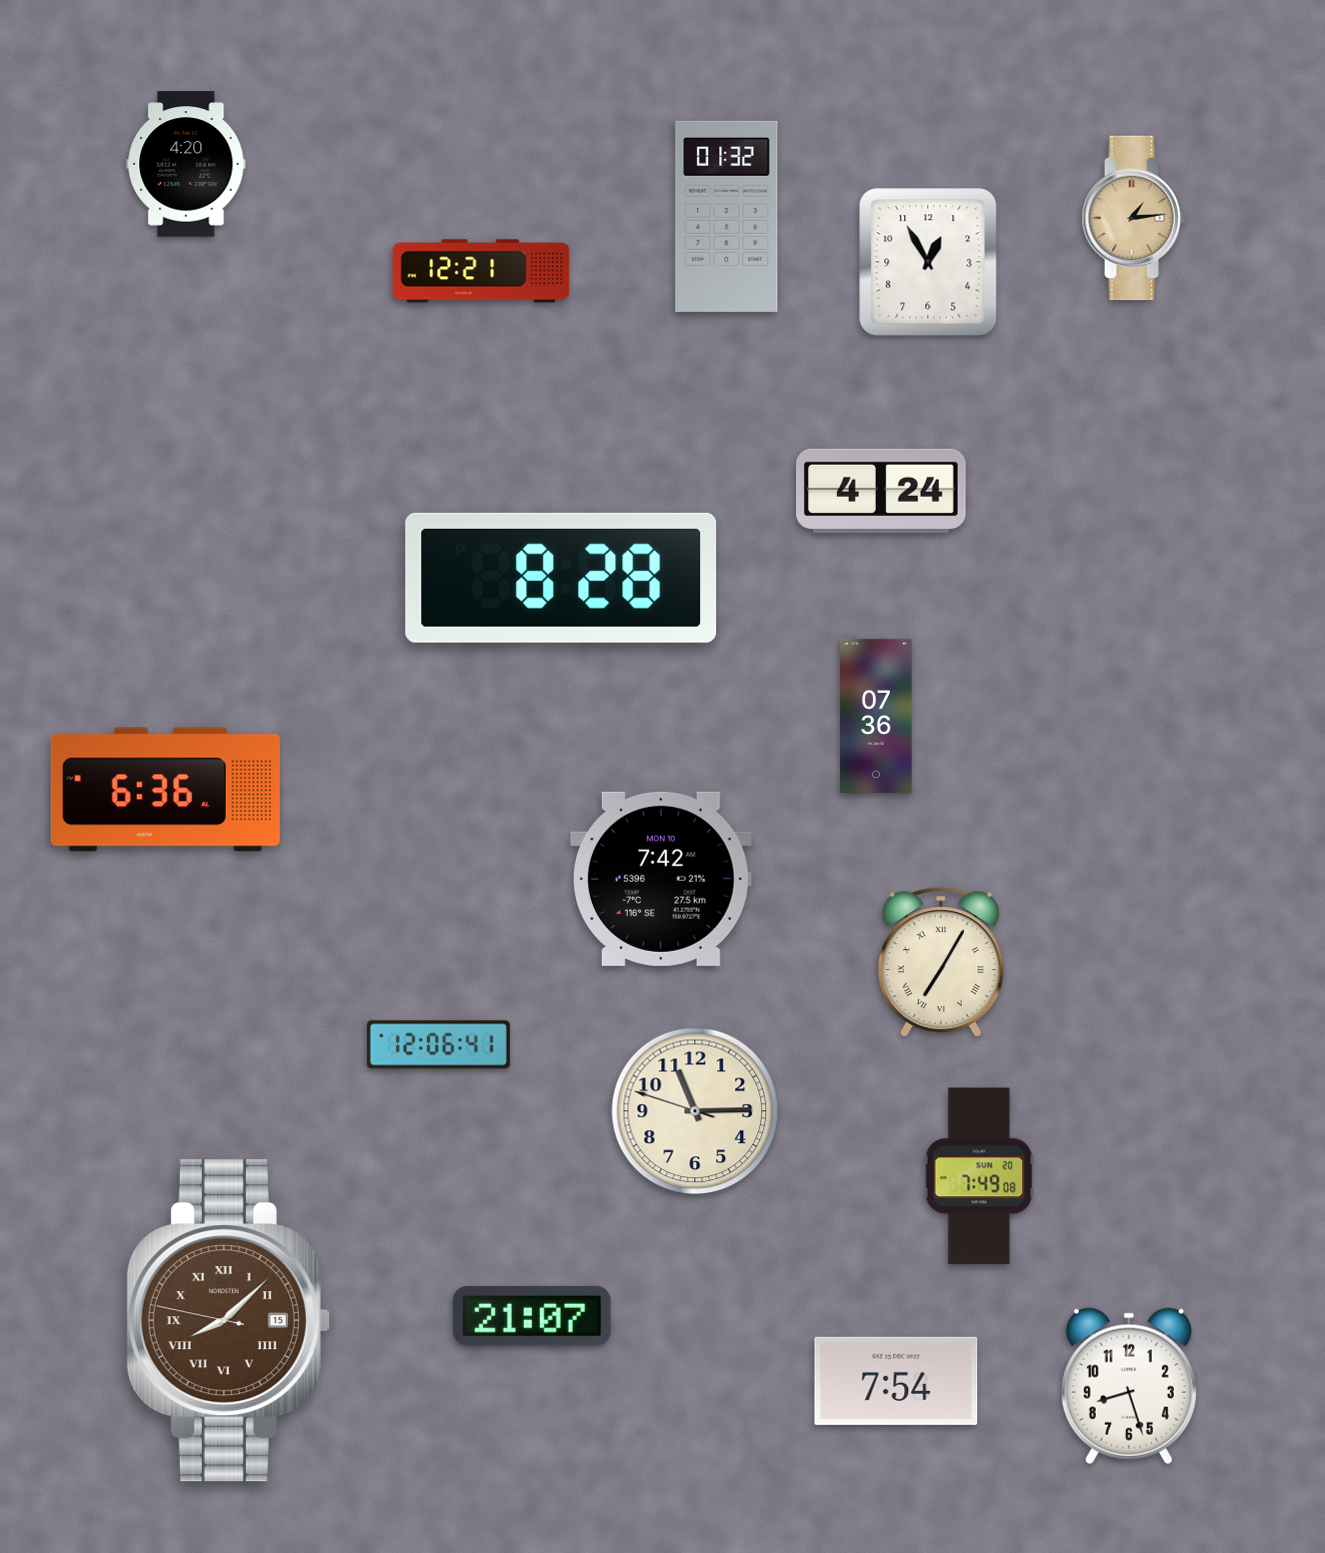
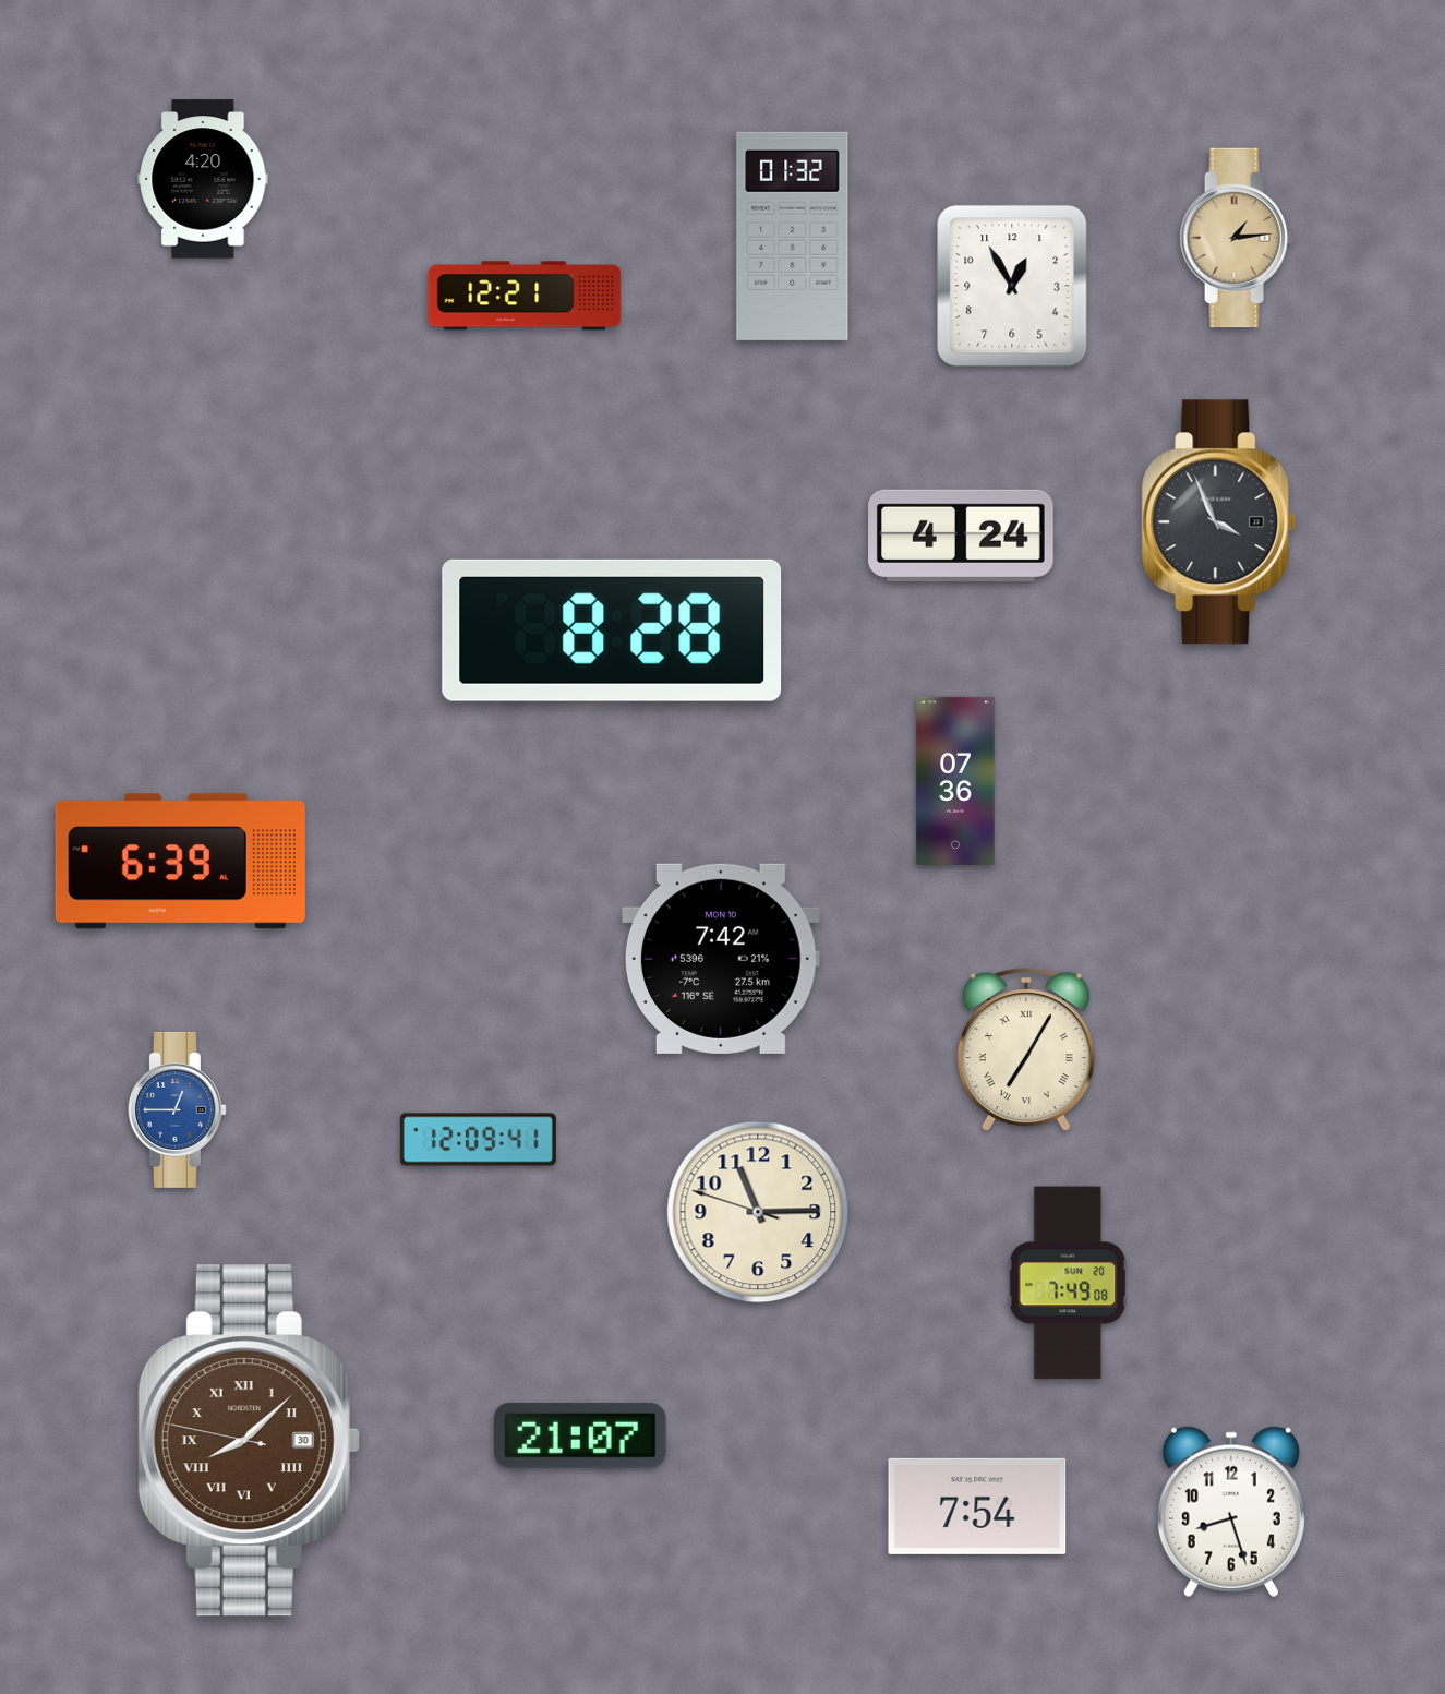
clock at (1219, 522): none -> 3:56
clock at (165, 790): 6:36 -> 6:39
clock at (177, 1109): none -> 12:45
clock at (438, 1045): 12:06 -> 12:09
clock at (228, 1321) date: 15 -> 30
